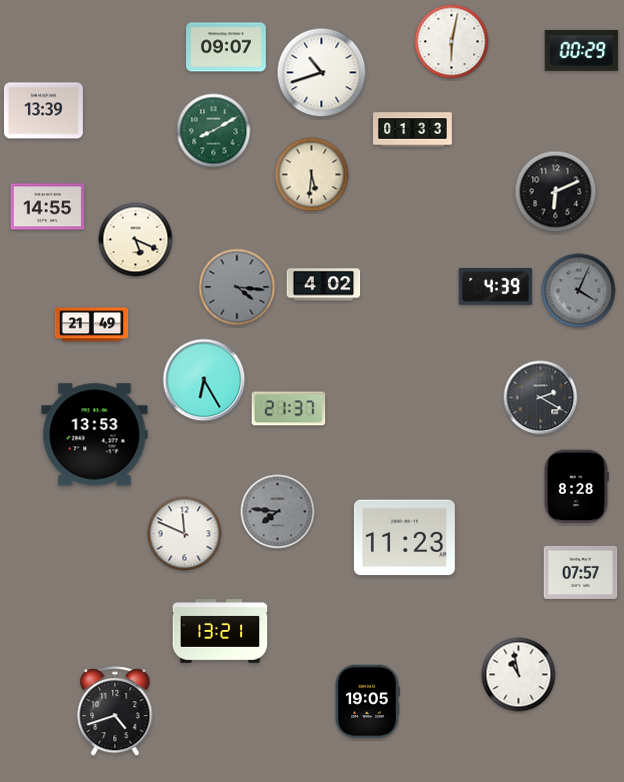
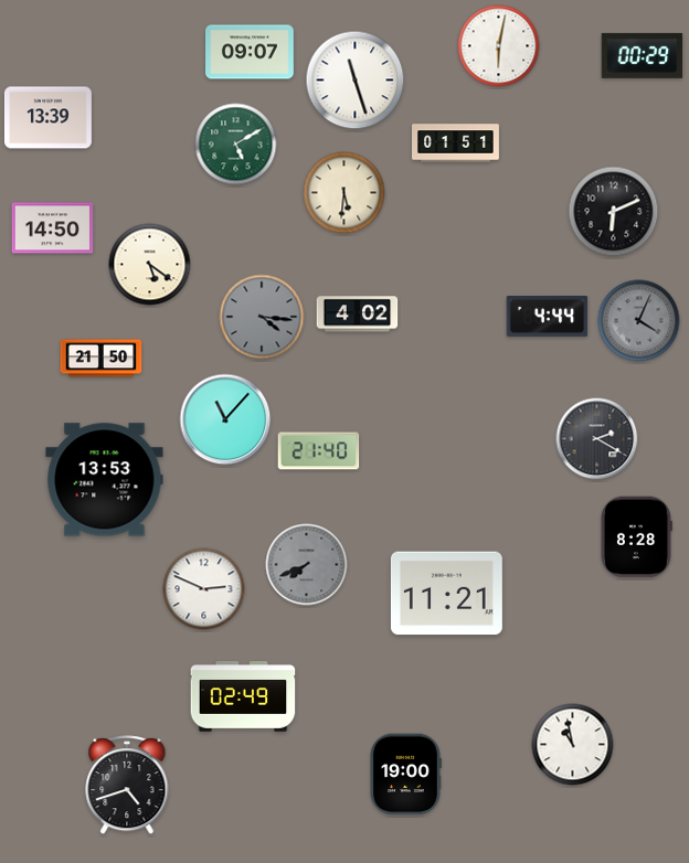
clock at (322, 73): 10:42 -> 11:27
clock at (43, 111) position: (43, 111) -> (47, 118)
clock at (413, 130): 01:33 -> 01:51
clock at (214, 131): 8:10 -> 5:10
clock at (48, 207): 14:55 -> 14:50
clock at (136, 240): 5:19 -> 5:21
clock at (496, 287): 4:39 -> 4:44
clock at (92, 325): 21:49 -> 21:50
clock at (204, 380): 6:25 -> 11:07
clock at (289, 409): 21:37 -> 21:40
clock at (278, 512): 7:46 -> 7:41
clock at (185, 534): 11:49 -> 2:49
clock at (404, 538): 11:23 -> 11:21
clock at (581, 572): 07:57 -> none
clock at (220, 631): 13:21 -> 02:49
clock at (367, 702): 19:05 -> 19:00
